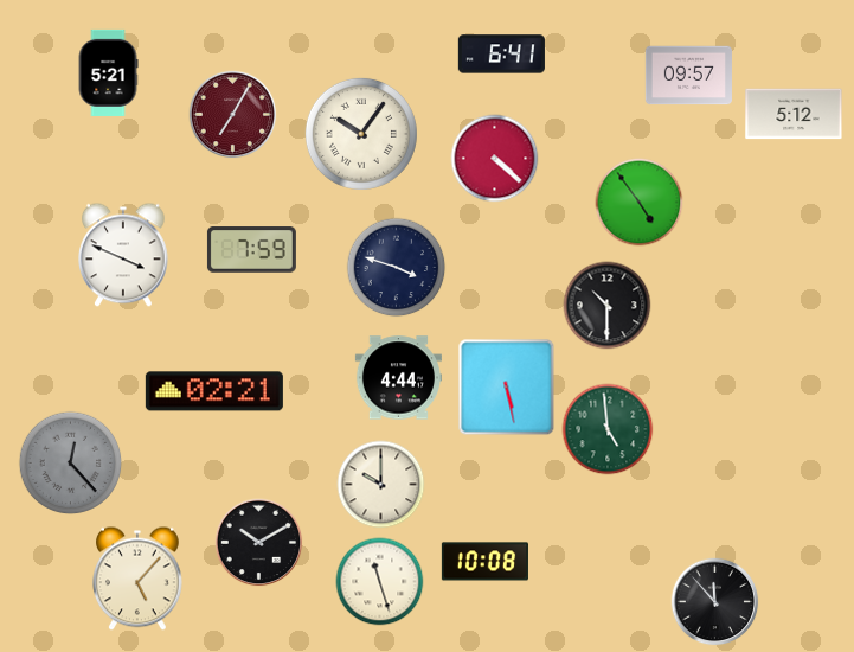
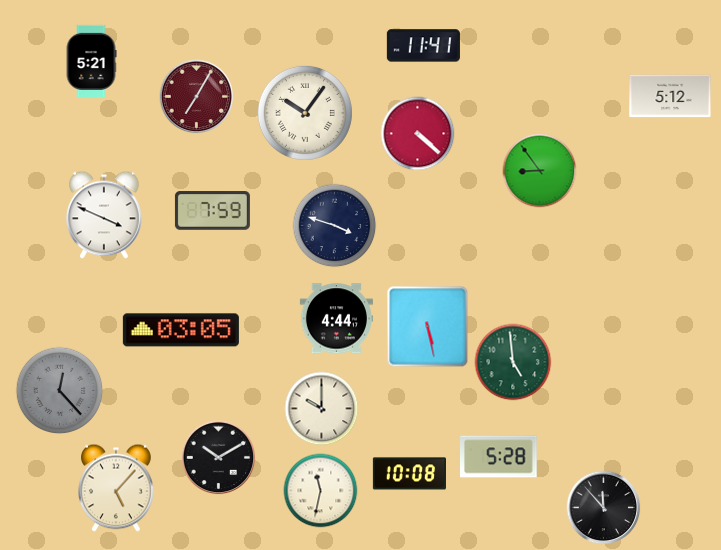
clock at (501, 55): 6:41 -> 11:41
clock at (688, 76): 09:57 -> none
clock at (640, 203): 4:54 -> 8:54
clock at (608, 306): 10:30 -> none
clock at (214, 391): 02:21 -> 03:05
clock at (499, 457): none -> 5:28
clock at (380, 582): 11:27 -> 11:32
